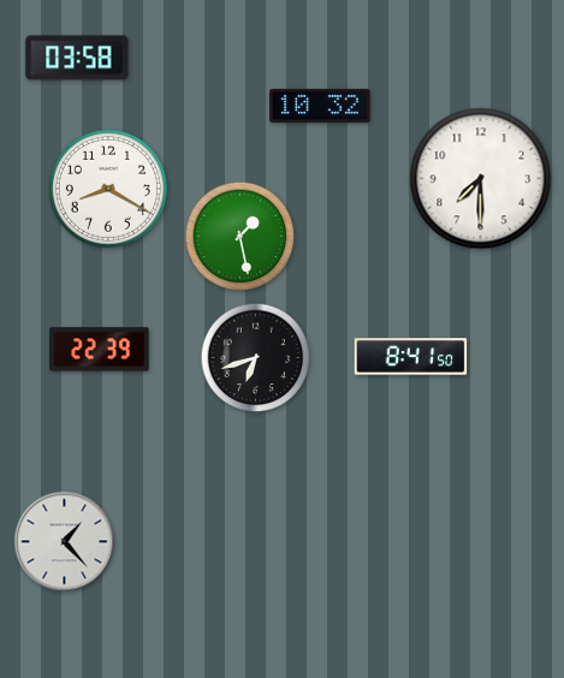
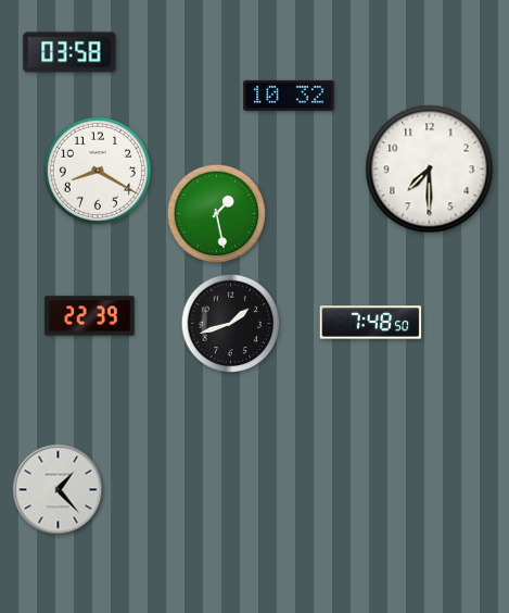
clock at (481, 179) position: (481, 179) -> (430, 170)
clock at (411, 357): 8:41 -> 7:48
clock at (256, 358): 6:42 -> 1:42
